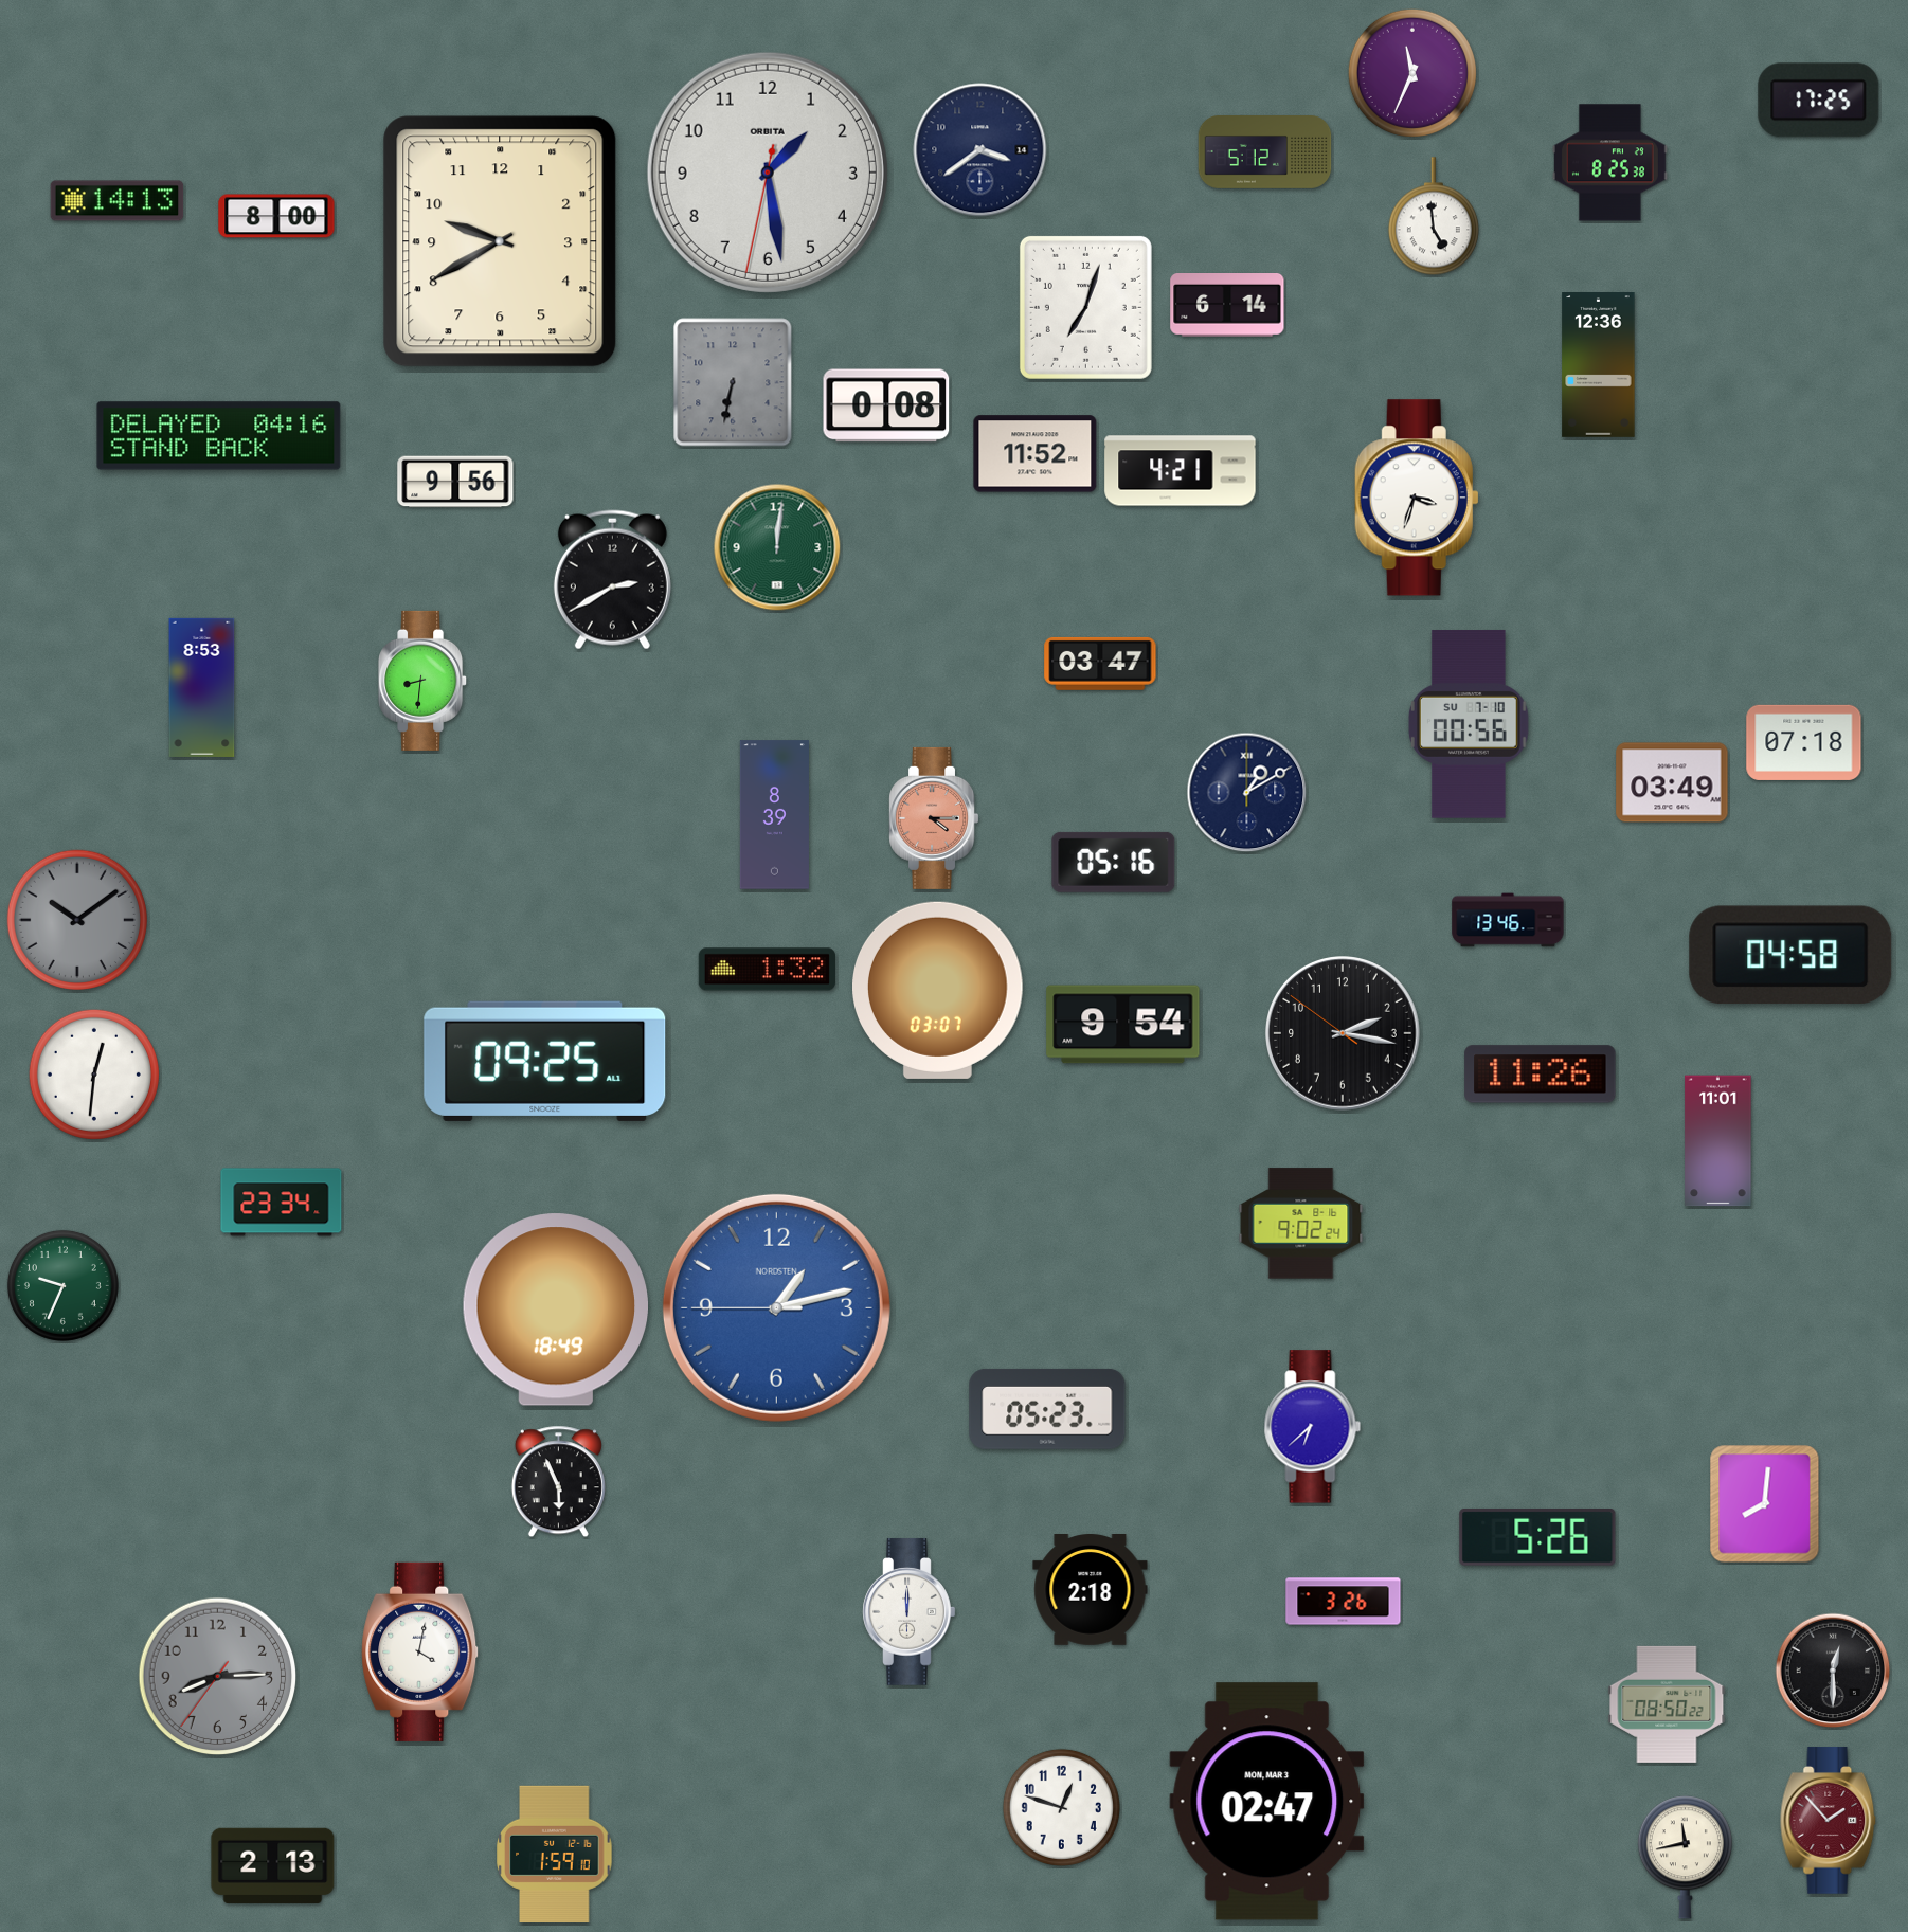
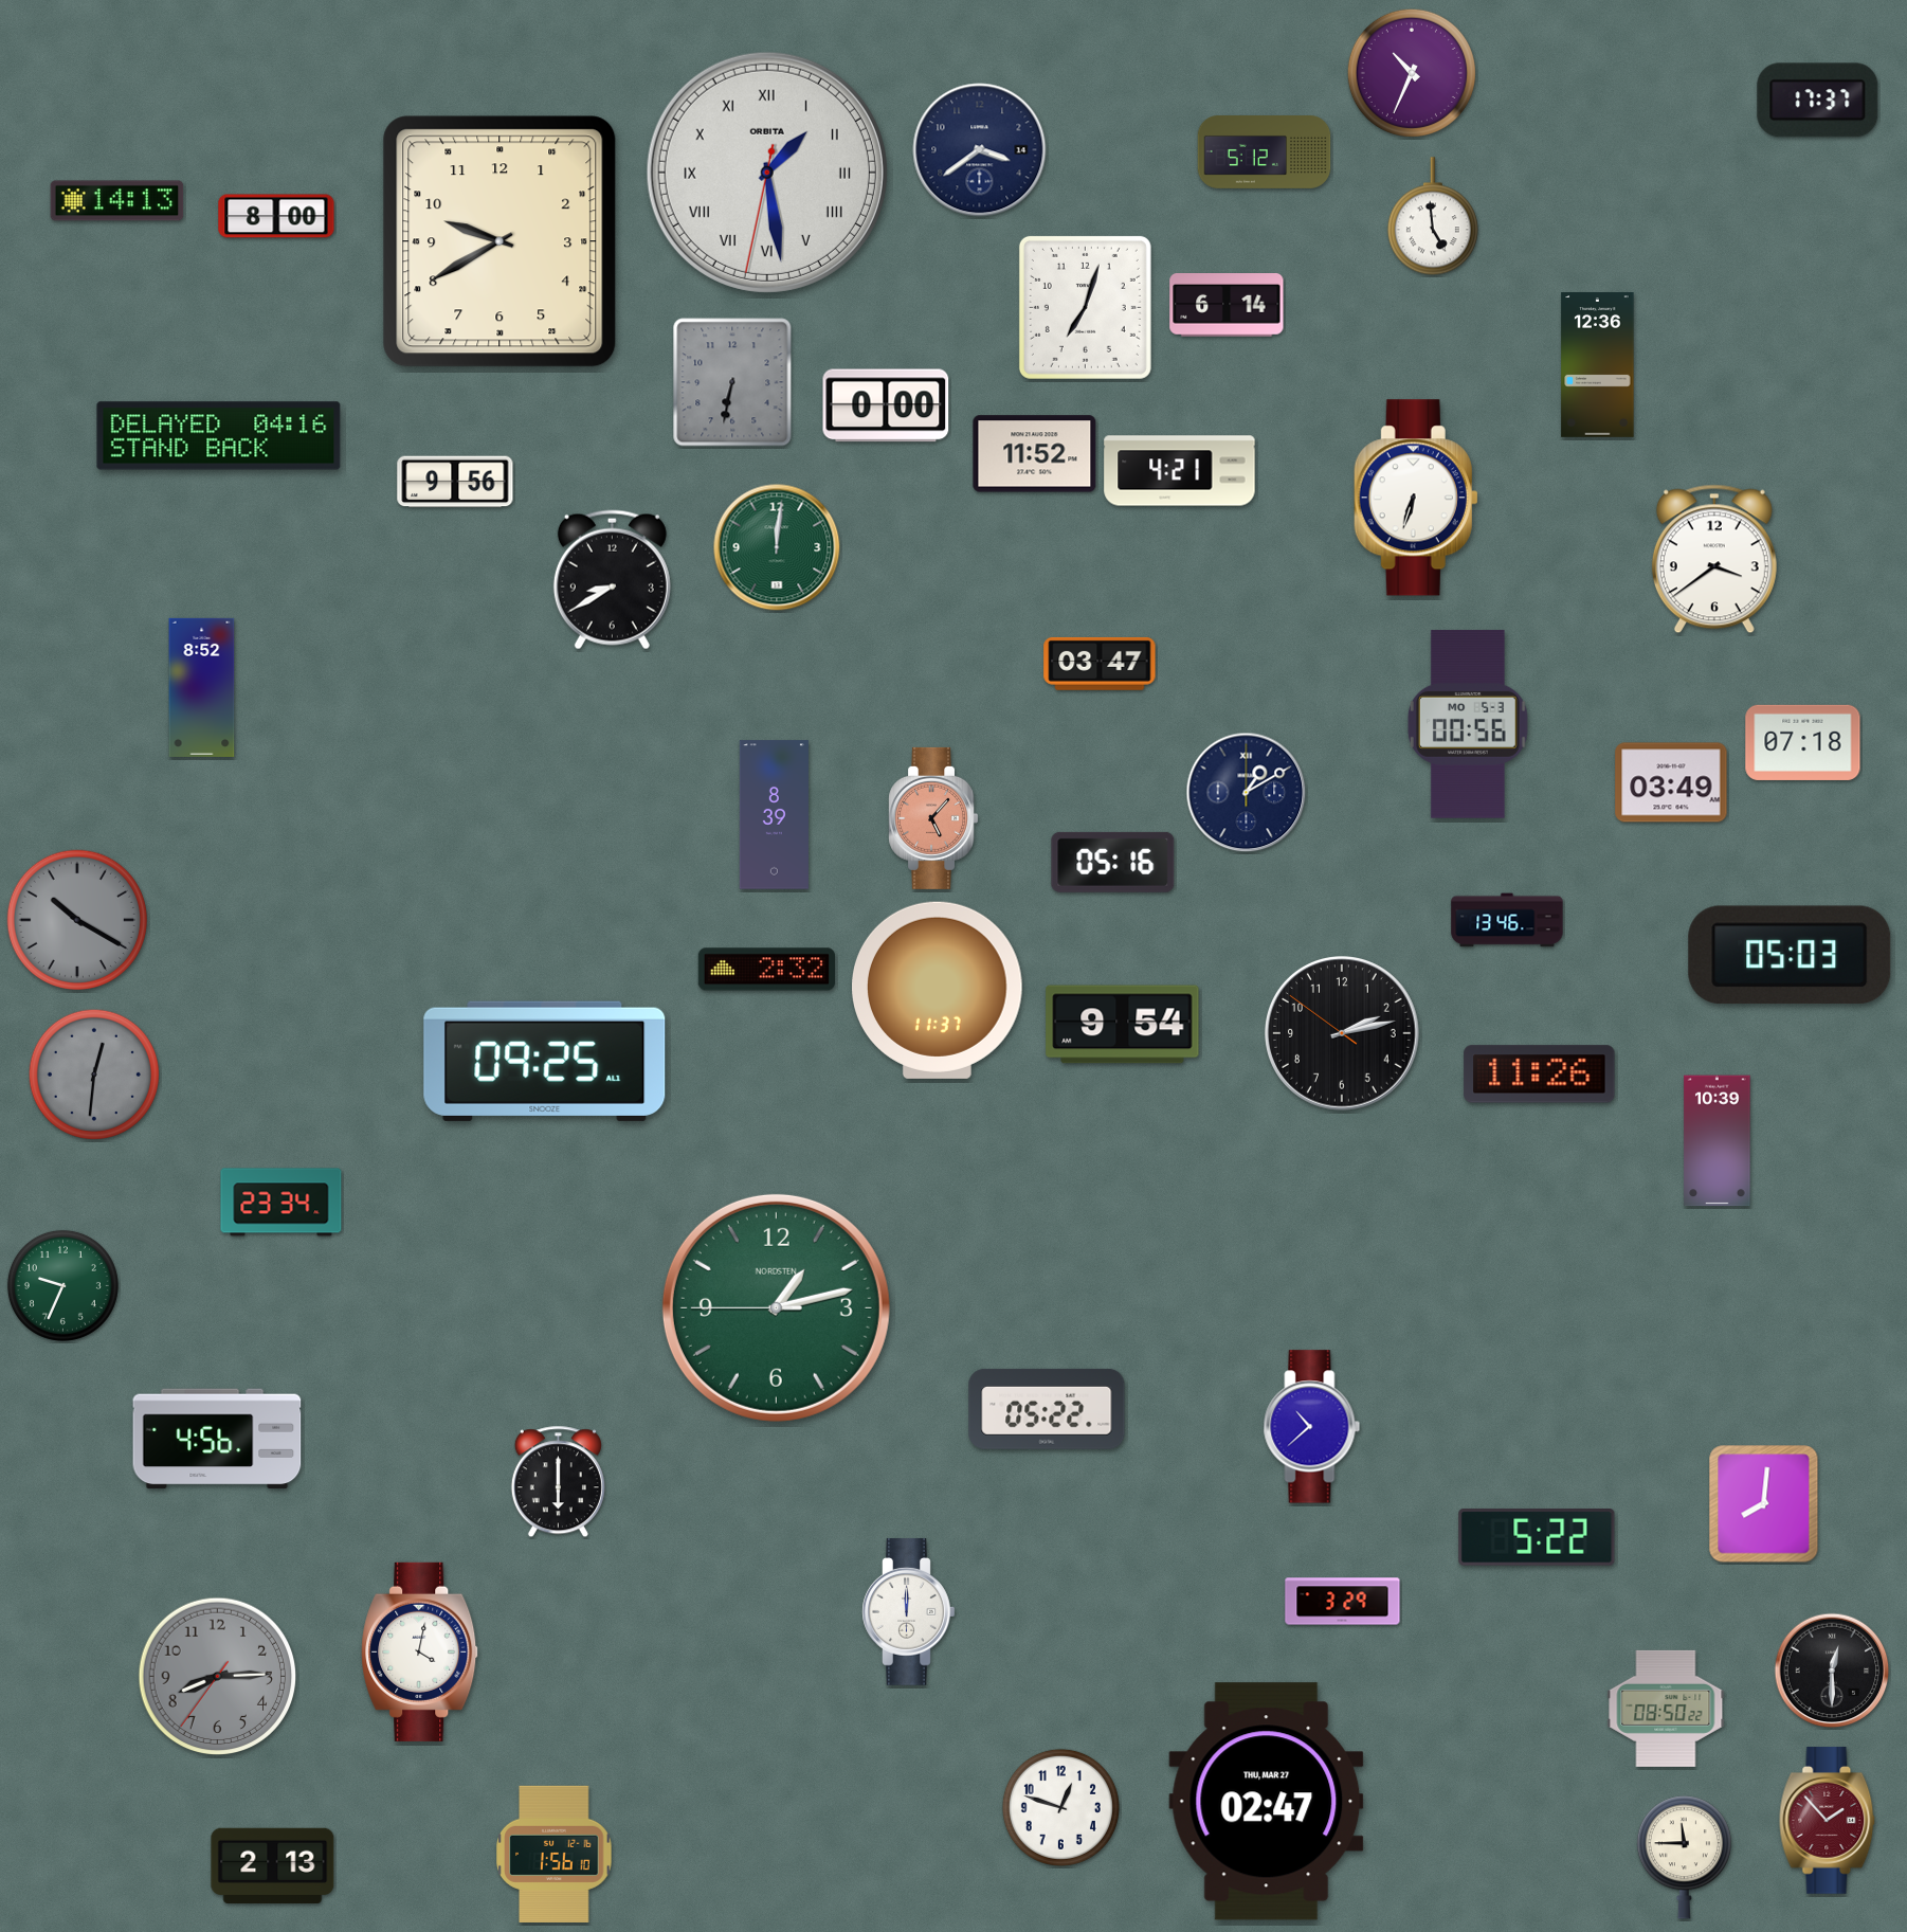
clock at (1412, 73): 11:34 -> 10:34
clock at (1819, 101): 17:25 -> 17:37
clock at (1609, 163): 8:25 -> none
clock at (768, 173) numerals: Arabic -> Roman
clock at (886, 405): 0:08 -> 0:00
clock at (1417, 498): 3:33 -> 6:33
clock at (1714, 559): none -> 3:39
clock at (612, 580): 2:40 -> 8:40
clock at (424, 681): 8:31 -> none
clock at (202, 687): 8:53 -> 8:52
clock at (1469, 724) date: SU 7-10 -> MO 5-3
clock at (934, 818): 4:15 -> 5:07
clock at (77, 920): 10:09 -> 10:20
clock at (1790, 955): 04:58 -> 05:03
clock at (767, 970): 1:32 -> 2:32
clock at (938, 990): 03:07 -> 11:37
clock at (1344, 1034): 2:16 -> 2:12
clock at (94, 1075) dial: white -> grey
clock at (1718, 1141): 11:01 -> 10:39
clock at (1301, 1224): 9:02 -> none
clock at (776, 1307) dial: blue -> green
clock at (555, 1310): 18:49 -> none
clock at (1047, 1409): 05:23 -> 05:22
clock at (1313, 1427): 6:38 -> 10:38
clock at (217, 1439): none -> 4:56
clock at (558, 1482): 5:56 -> 6:00
clock at (1537, 1537): 5:26 -> 5:22
clock at (1091, 1590): 2:18 -> none
clock at (1344, 1602): 3:26 -> 3:29
clock at (1667, 1704) position: (1667, 1704) -> (1666, 1709)
clock at (1267, 1802) date: MON, MAR 3 -> THU, MAR 27
clock at (555, 1854): 1:59 -> 1:56
clock at (1685, 1858): 11:43 -> 11:45
